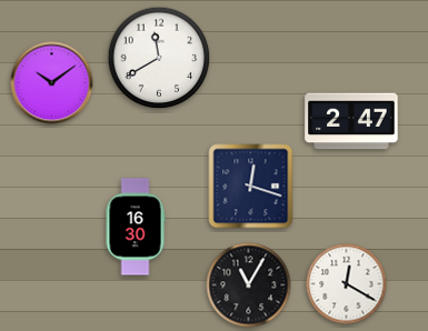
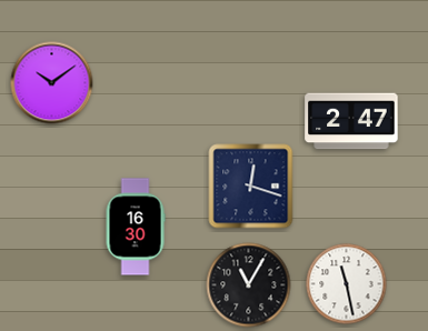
clock at (159, 58): 11:40 -> none
clock at (347, 284): 12:20 -> 11:28
